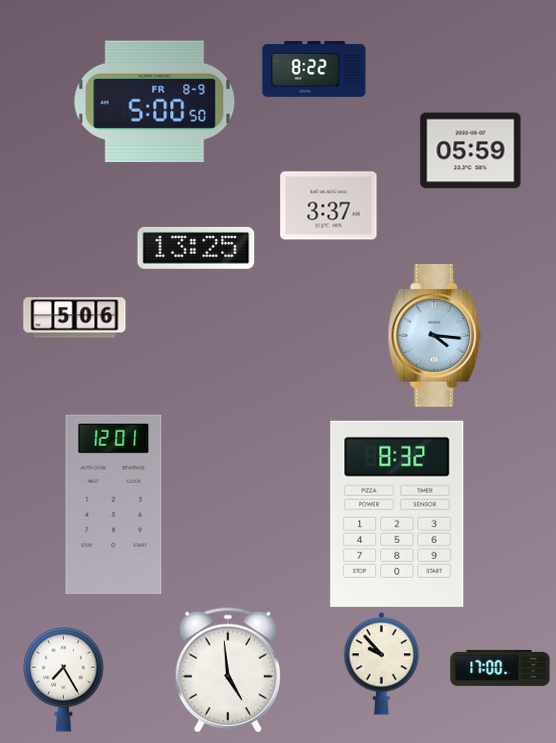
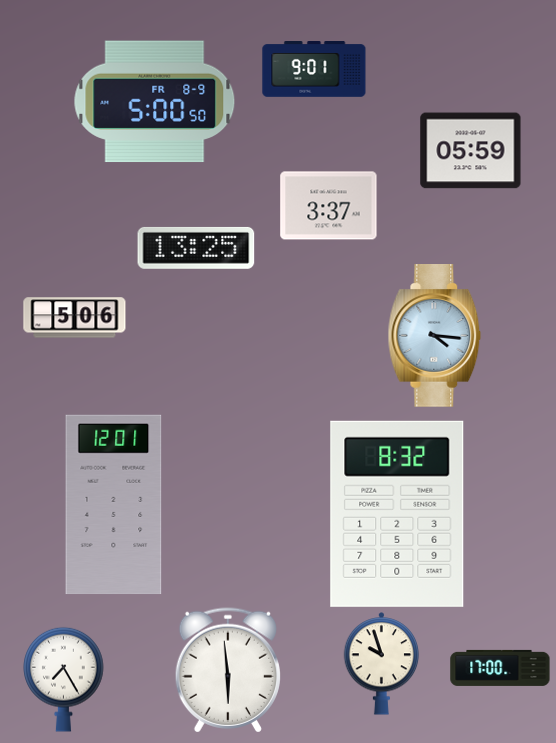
clock at (314, 70): 8:22 -> 9:01
clock at (382, 664): 9:53 -> 9:57
clock at (228, 670): 4:59 -> 5:59
